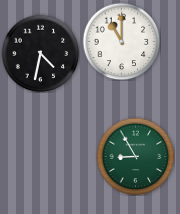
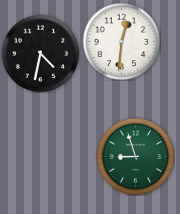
clock at (121, 41): 11:00 -> 12:31
clock at (135, 156): 8:55 -> 8:57
